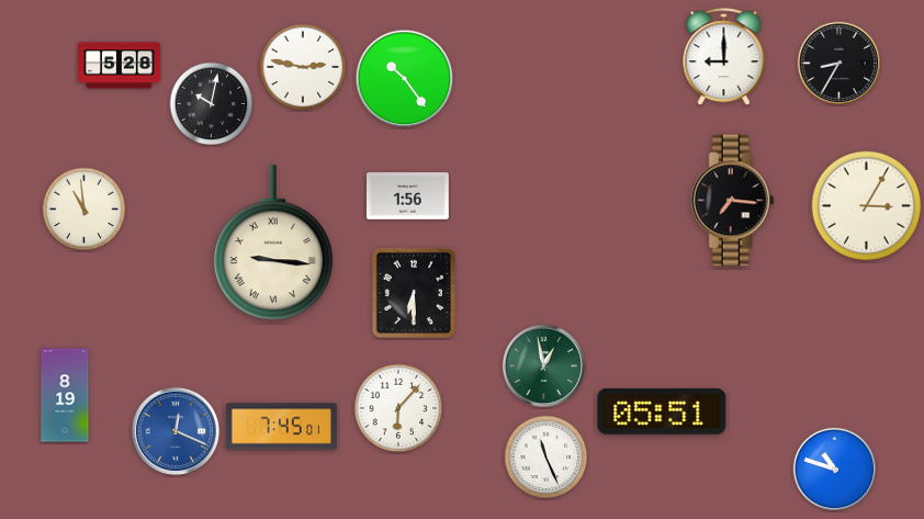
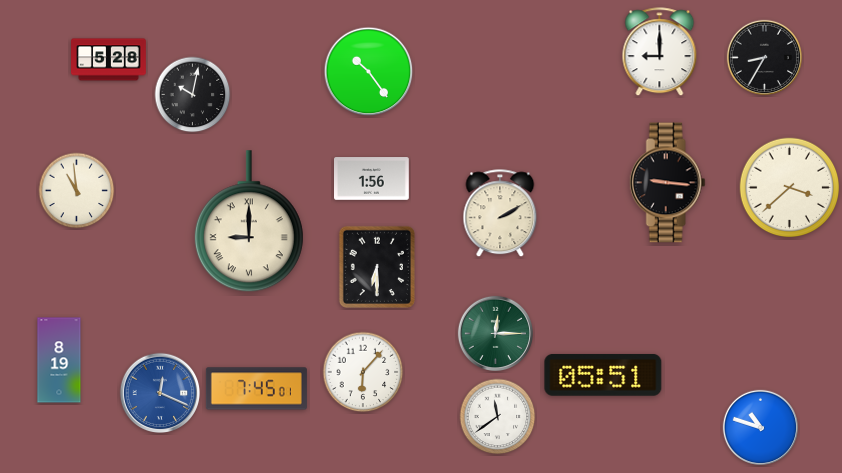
clock at (303, 67): 2:47 -> none
clock at (732, 201): 7:16 -> 9:16
clock at (867, 206): 3:05 -> 3:38
clock at (500, 214): none -> 2:10
clock at (273, 244): 9:16 -> 9:00
clock at (543, 365): 12:58 -> 12:15
clock at (546, 458): 11:26 -> 11:39
